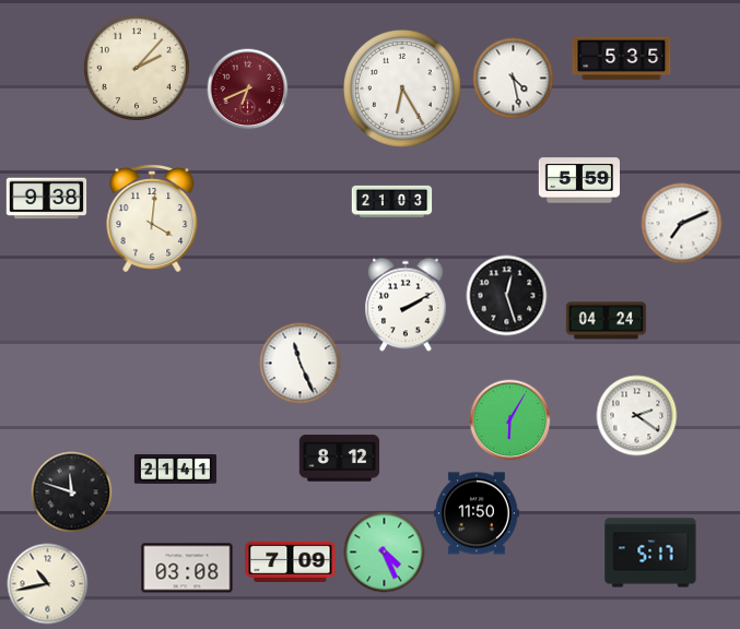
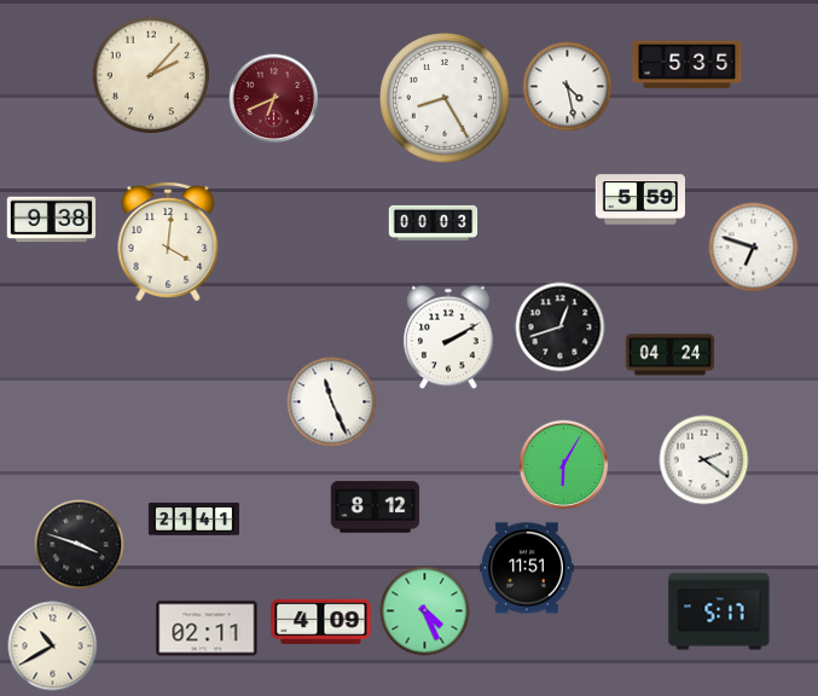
clock at (403, 90): 6:25 -> 8:25
clock at (392, 201): 21:03 -> 00:03
clock at (682, 224): 7:11 -> 6:48
clock at (507, 296): 12:27 -> 12:42
clock at (72, 492): 11:48 -> 3:48
clock at (478, 513): 11:50 -> 11:51
clock at (291, 561): 7:09 -> 4:09
clock at (187, 568): 03:08 -> 02:11
clock at (48, 584): 10:43 -> 10:40
